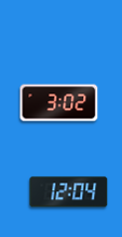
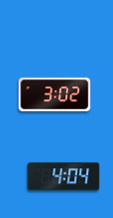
clock at (69, 192): 12:04 -> 4:04
